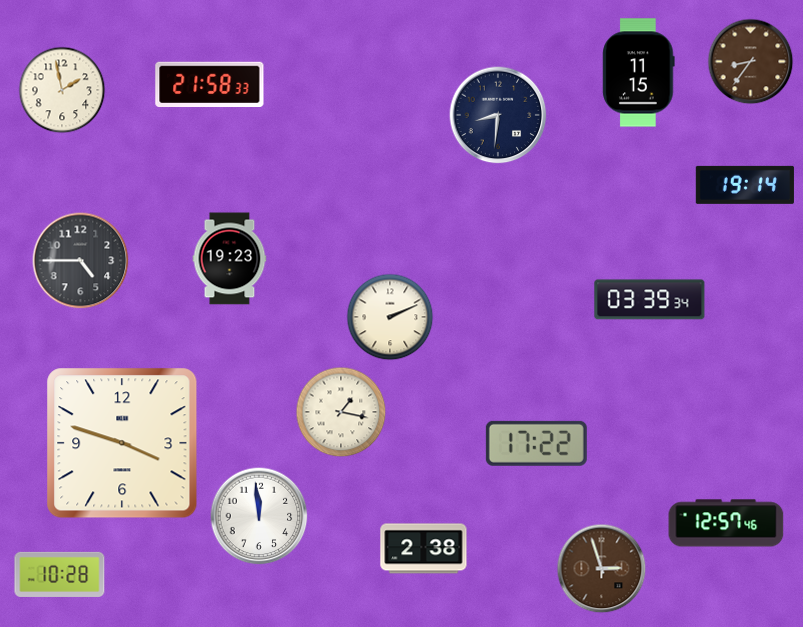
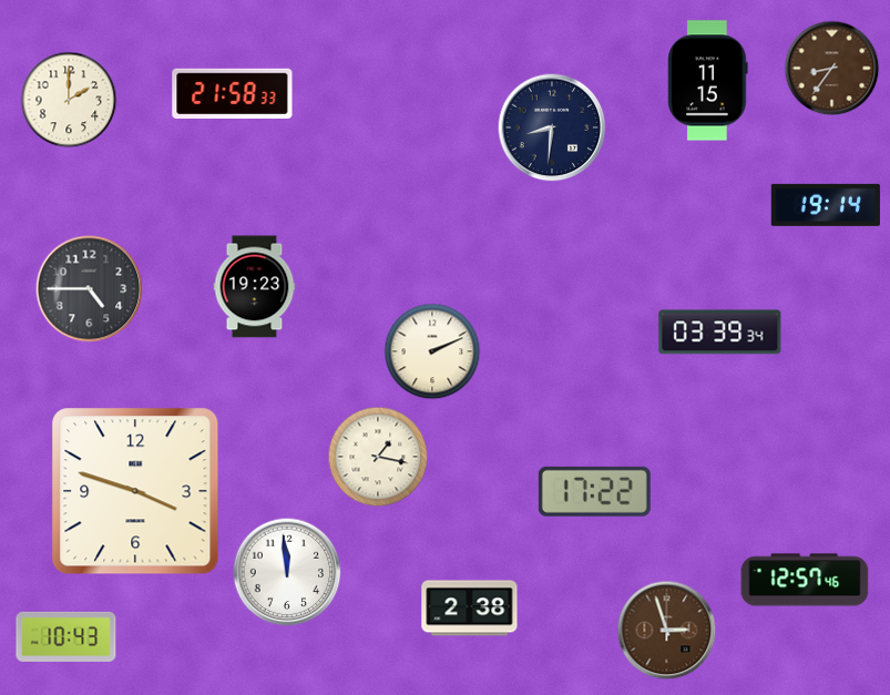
clock at (62, 90): 1:58 -> 2:00
clock at (60, 574): 10:28 -> 10:43
